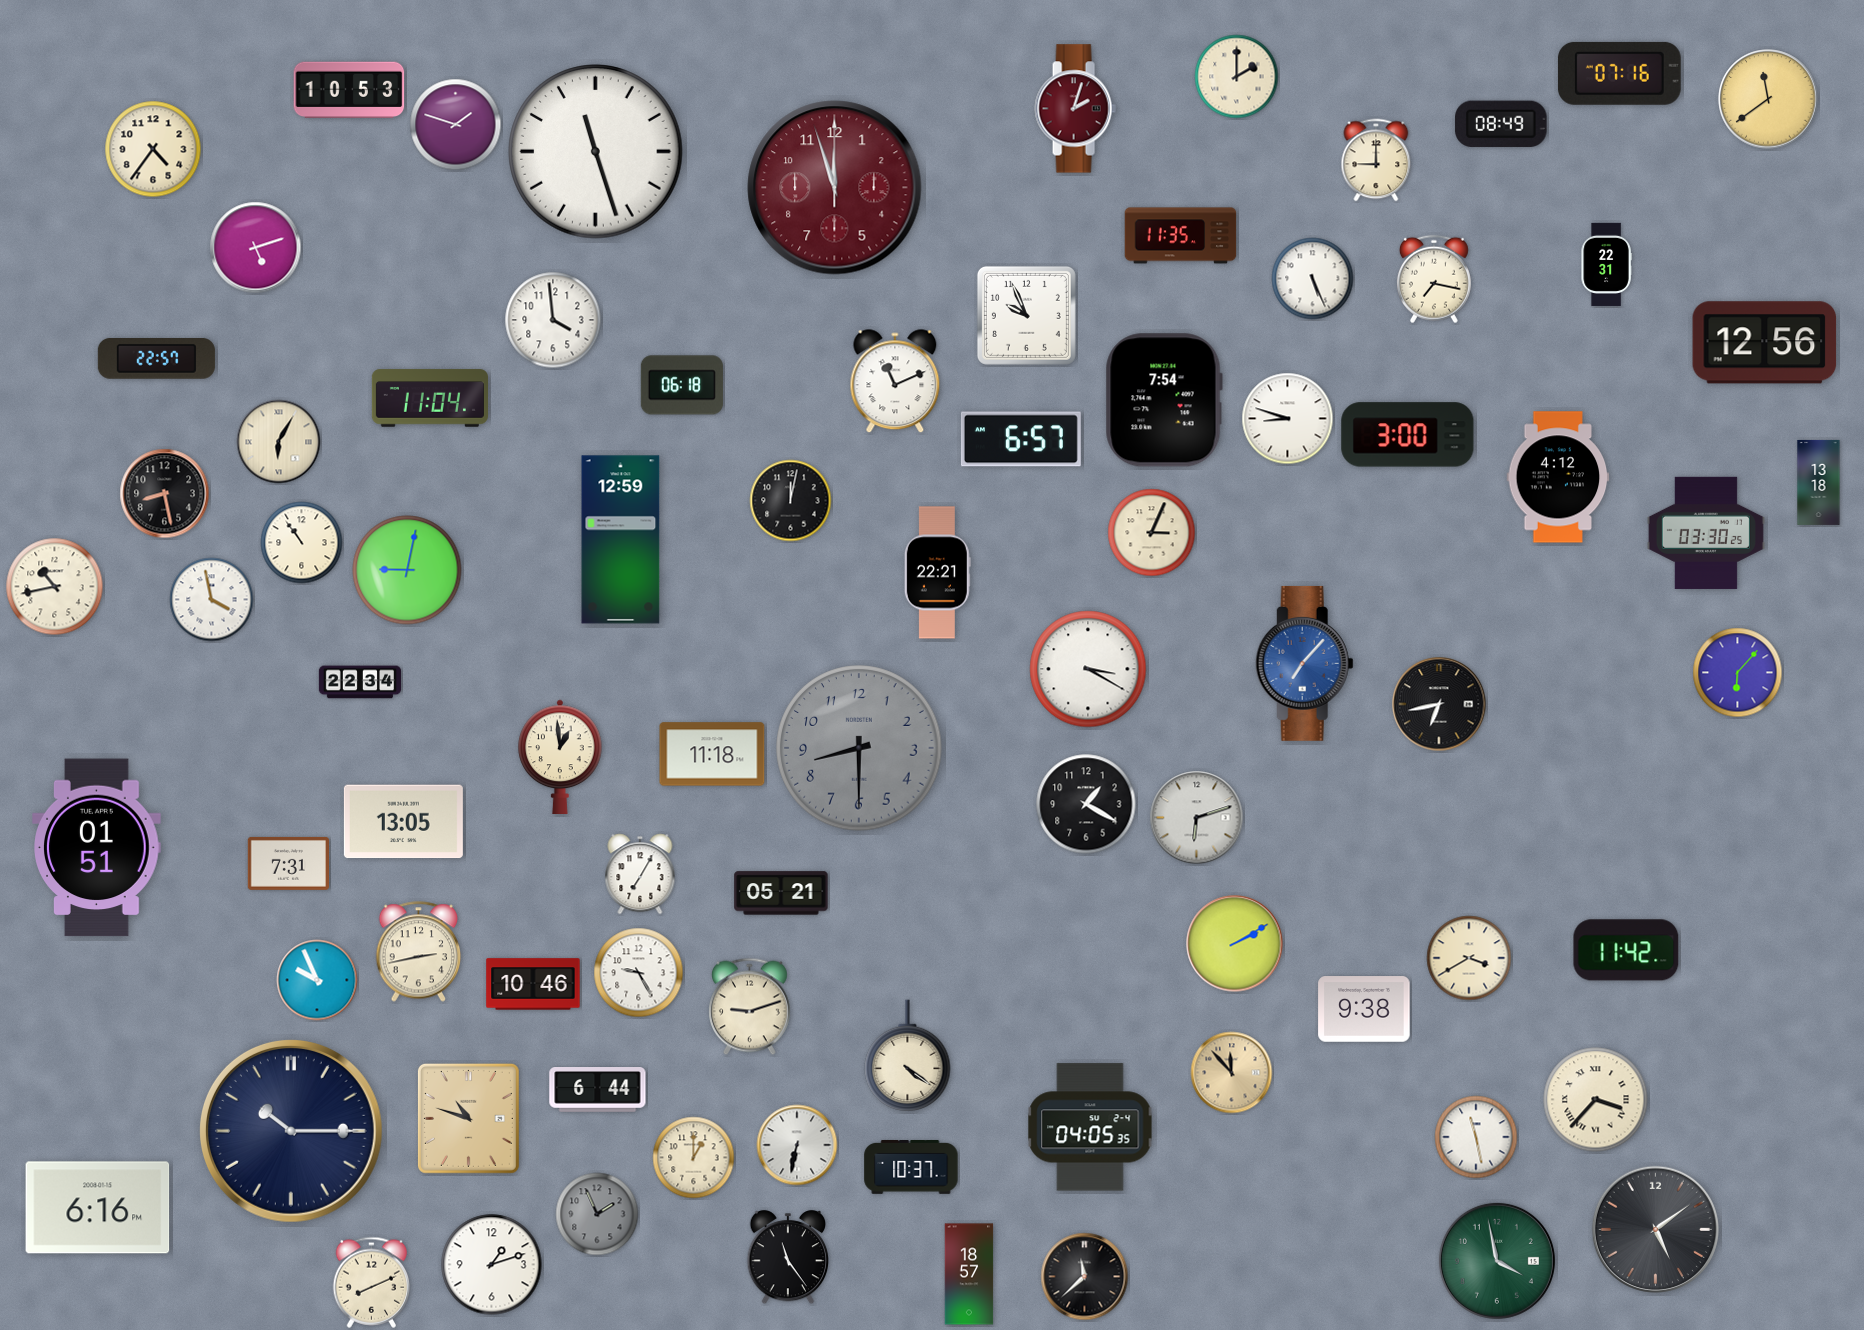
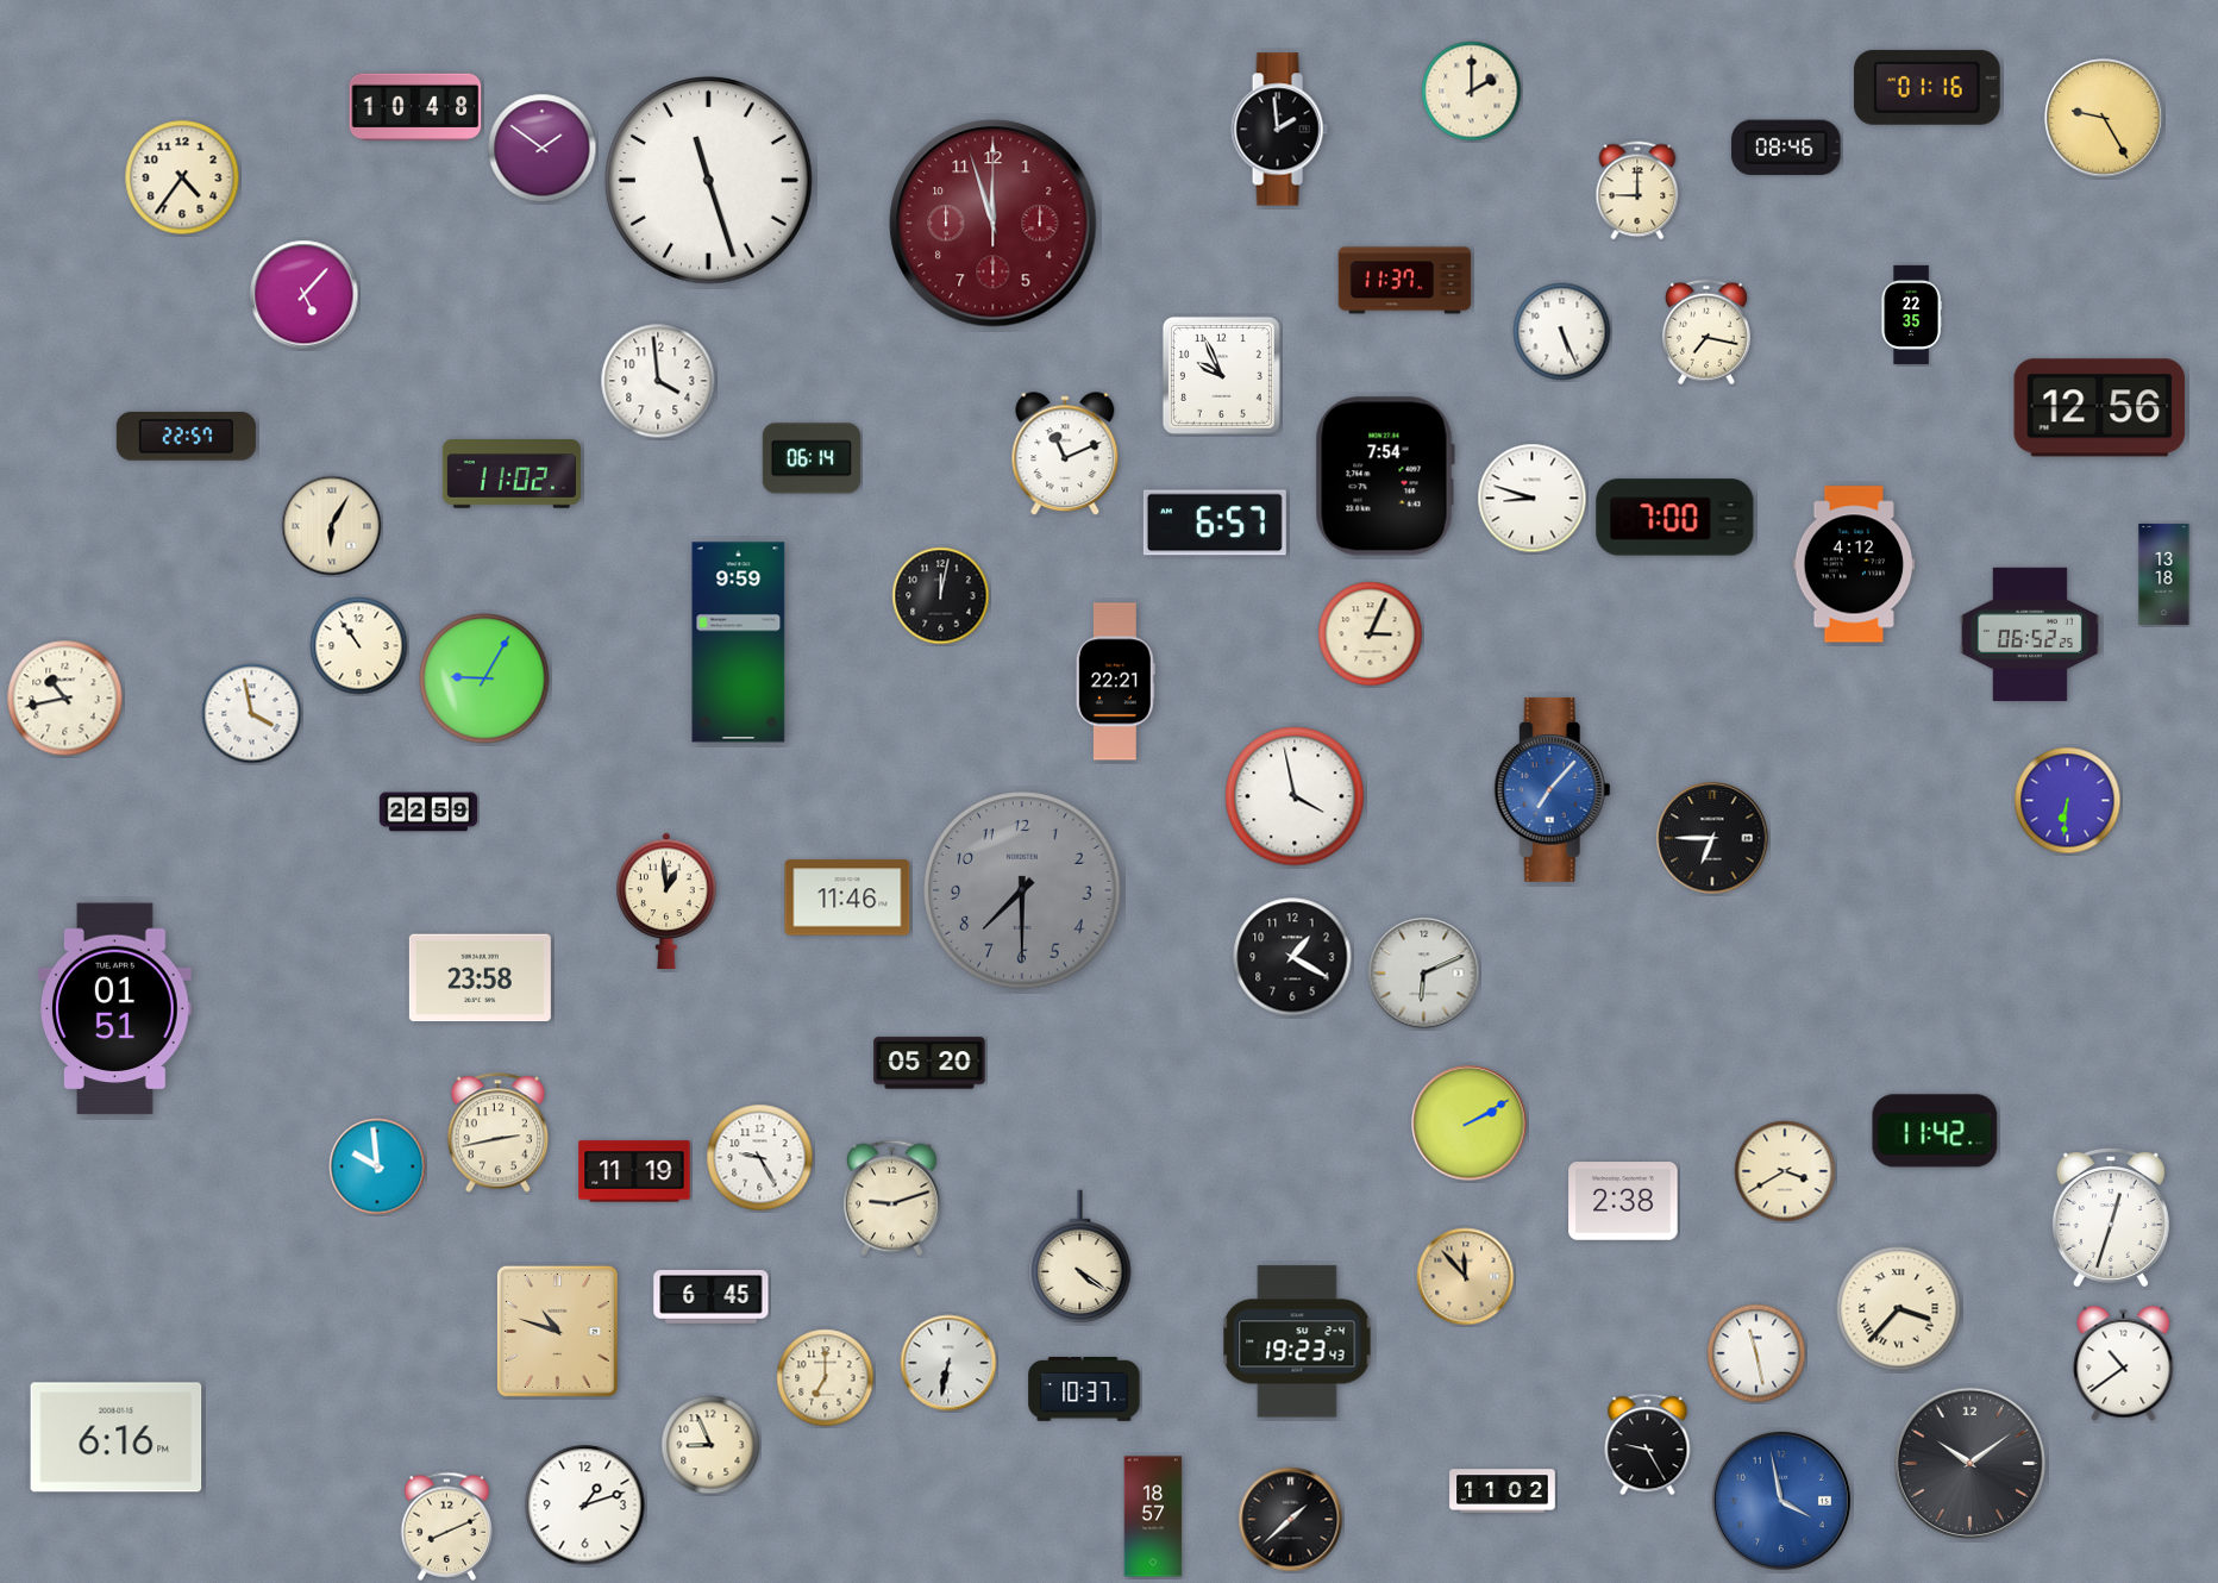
clock at (1619, 73): 07:16 -> 01:16
clock at (349, 90): 10:53 -> 10:48
clock at (1768, 99): 11:39 -> 9:25
clock at (1075, 109): 2:03 -> 1:59
clock at (1075, 109) dial: burgundy -> black
clock at (1501, 123): 08:49 -> 08:46
clock at (456, 125): 1:48 -> 1:51
clock at (1181, 236): 11:35 -> 11:37
clock at (256, 248): 5:12 -> 5:07
clock at (1606, 264): 22:31 -> 22:35
clock at (156, 359) position: (156, 359) -> (186, 437)
clock at (682, 385): 06:18 -> 06:14
clock at (430, 398): 11:04 -> 11:02
clock at (1408, 435): 3:00 -> 7:00
clock at (1558, 477) position: (1558, 477) -> (1854, 564)
clock at (165, 494): 8:28 -> none
clock at (1706, 533): 03:30 -> 06:52
clock at (621, 540): 12:59 -> 9:59
clock at (407, 570): 9:02 -> 9:05
clock at (1088, 669): 3:20 -> 3:58
clock at (1738, 673): 6:07 -> 6:31
clock at (359, 682): 22:34 -> 22:59
clock at (1439, 704): 6:43 -> 6:45
clock at (859, 748): 8:30 -> 7:30
clock at (712, 754): 11:18 -> 11:46
clock at (1197, 818): 6:12 -> 6:11
clock at (403, 822): 13:05 -> 23:58
clock at (288, 863): 7:31 -> none
clock at (640, 874): 7:05 -> none
clock at (781, 893): 05:21 -> 05:20
clock at (1469, 958) position: (1469, 958) -> (1785, 1171)
clock at (317, 980): 9:56 -> 9:59
clock at (533, 984): 10:46 -> 11:19
clock at (1364, 1009): 9:38 -> 2:38
clock at (2111, 1218): none -> 12:33
clock at (598, 1090): 6:44 -> 6:45
clock at (1090, 1127): 04:05 -> 19:23
clock at (291, 1131): 10:15 -> none
clock at (2124, 1363): none -> 10:39
clock at (694, 1158): 1:00 -> 7:00
clock at (597, 1214): 1:56 -> 8:56
clock at (597, 1214) dial: grey -> cream
clock at (1648, 1445): none -> 9:25
clock at (1655, 1229): 5:09 -> 10:09
clock at (1503, 1491): none -> 11:02
clock at (788, 1258): 11:24 -> none
clock at (1497, 1261) dial: green -> blue
clock at (1085, 1277): 11:38 -> 1:38
clock at (372, 1282) position: (372, 1282) -> (447, 1526)
